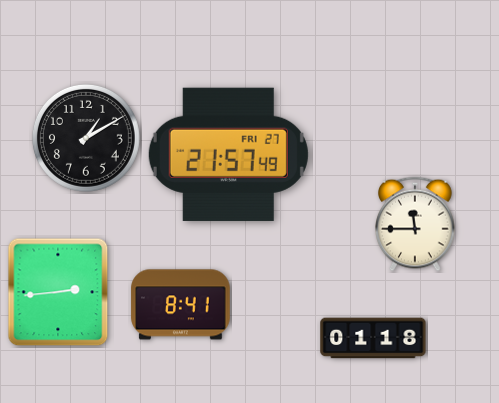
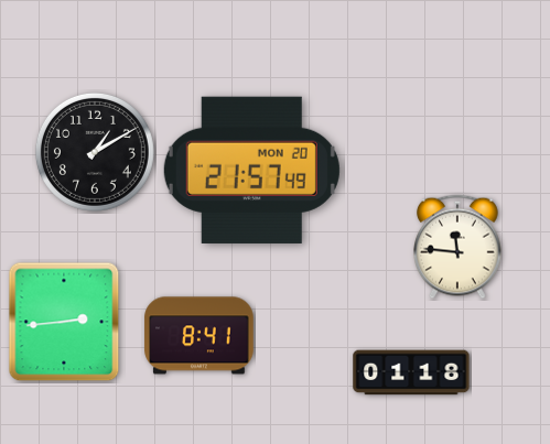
clock at (228, 154) date: FRI 27 -> MON 20
clock at (416, 224): 11:45 -> 11:46
